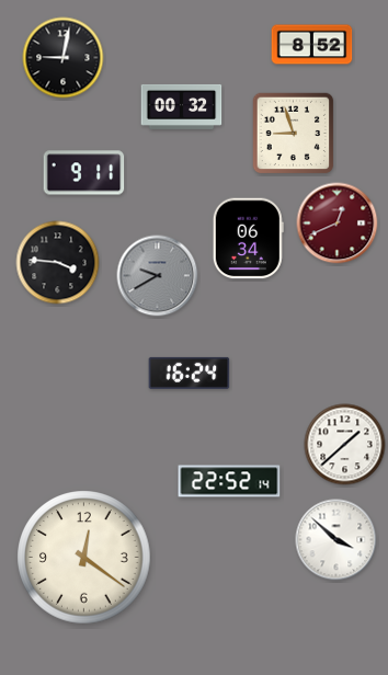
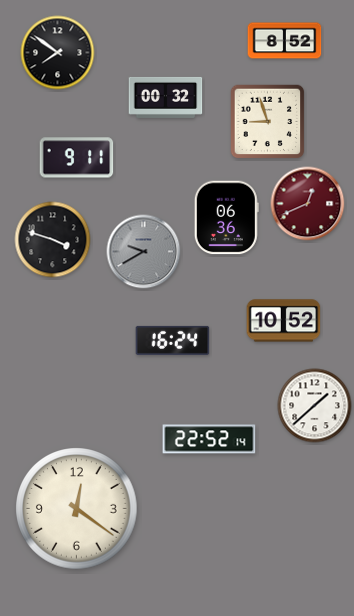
clock at (64, 58): 9:02 -> 7:51
clock at (248, 239): 06:34 -> 06:36
clock at (58, 263): 3:46 -> 3:48
clock at (284, 321): none -> 10:52
clock at (336, 540): 3:52 -> none
